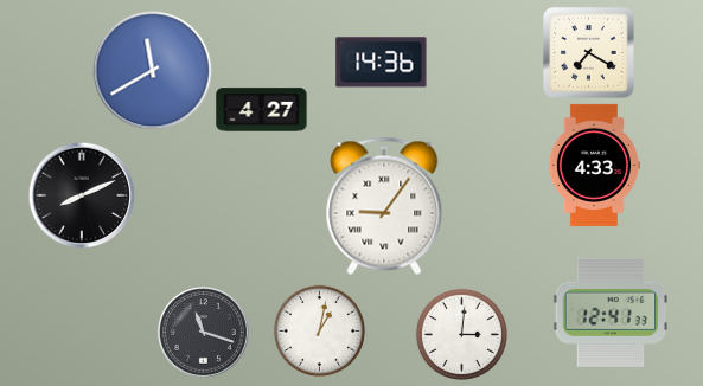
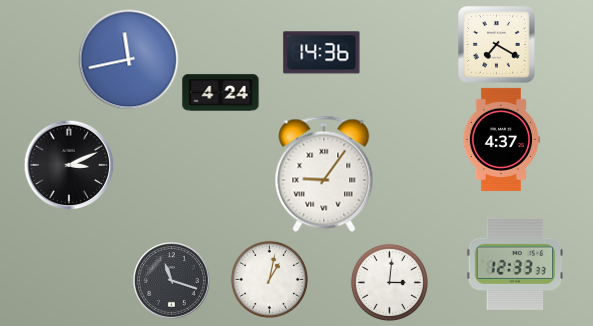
clock at (153, 71): 11:40 -> 11:43
clock at (262, 110): 4:27 -> 4:24
clock at (593, 165): 4:33 -> 4:37
clock at (82, 195): 8:11 -> 3:11
clock at (611, 313): 12:41 -> 12:33
